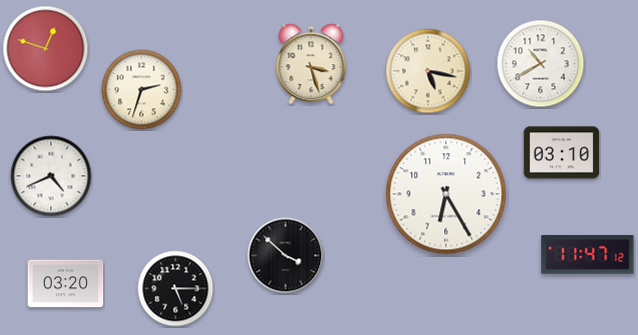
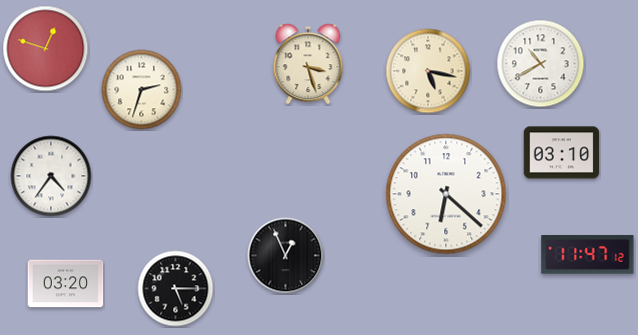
clock at (311, 64) position: (311, 64) -> (308, 64)
clock at (51, 176): 4:41 -> 4:36
clock at (446, 194): 6:25 -> 6:22
clock at (286, 256): 3:52 -> 12:56
